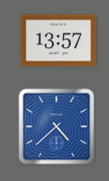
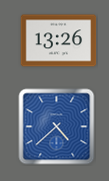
clock at (59, 41): 13:57 -> 13:26
